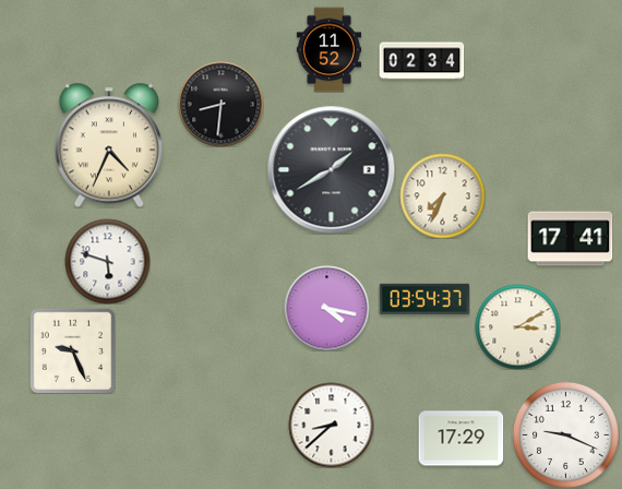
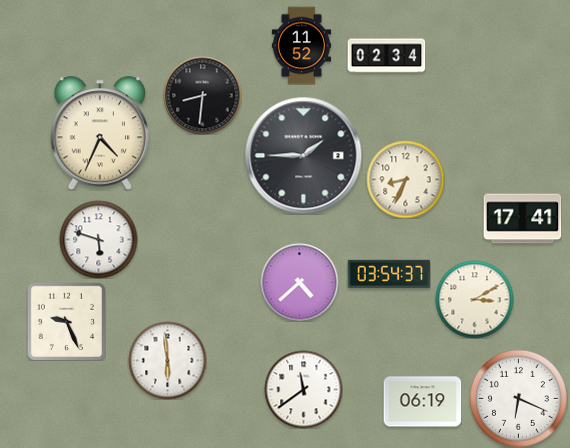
clock at (331, 169): 1:40 -> 1:45
clock at (442, 195): 7:34 -> 8:34
clock at (326, 308): 4:17 -> 4:38
clock at (167, 360): none -> 5:59
clock at (331, 425): 8:38 -> 11:39
clock at (565, 434): 9:19 -> 6:19
clock at (460, 439): 17:29 -> 06:19
